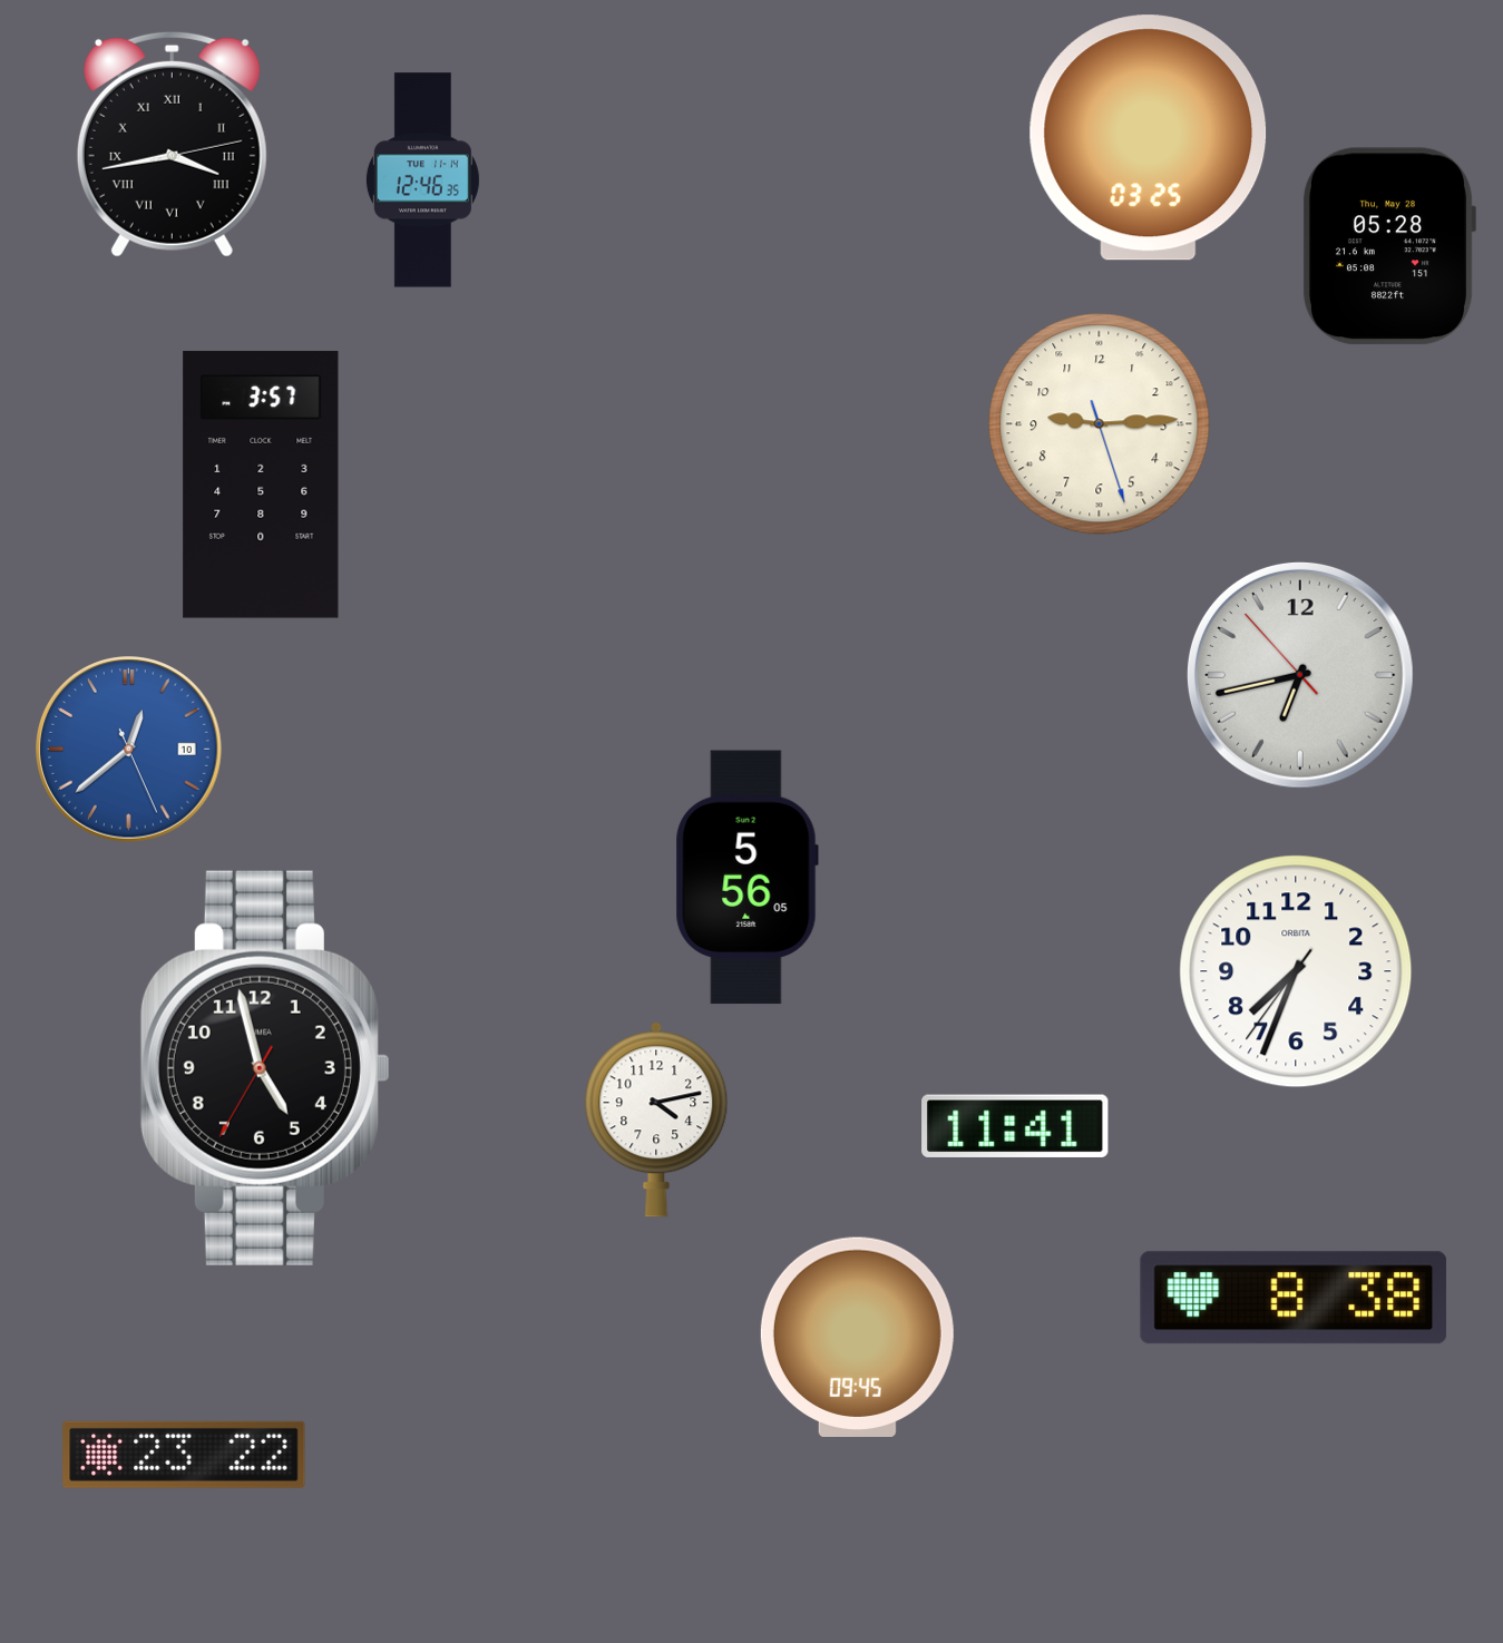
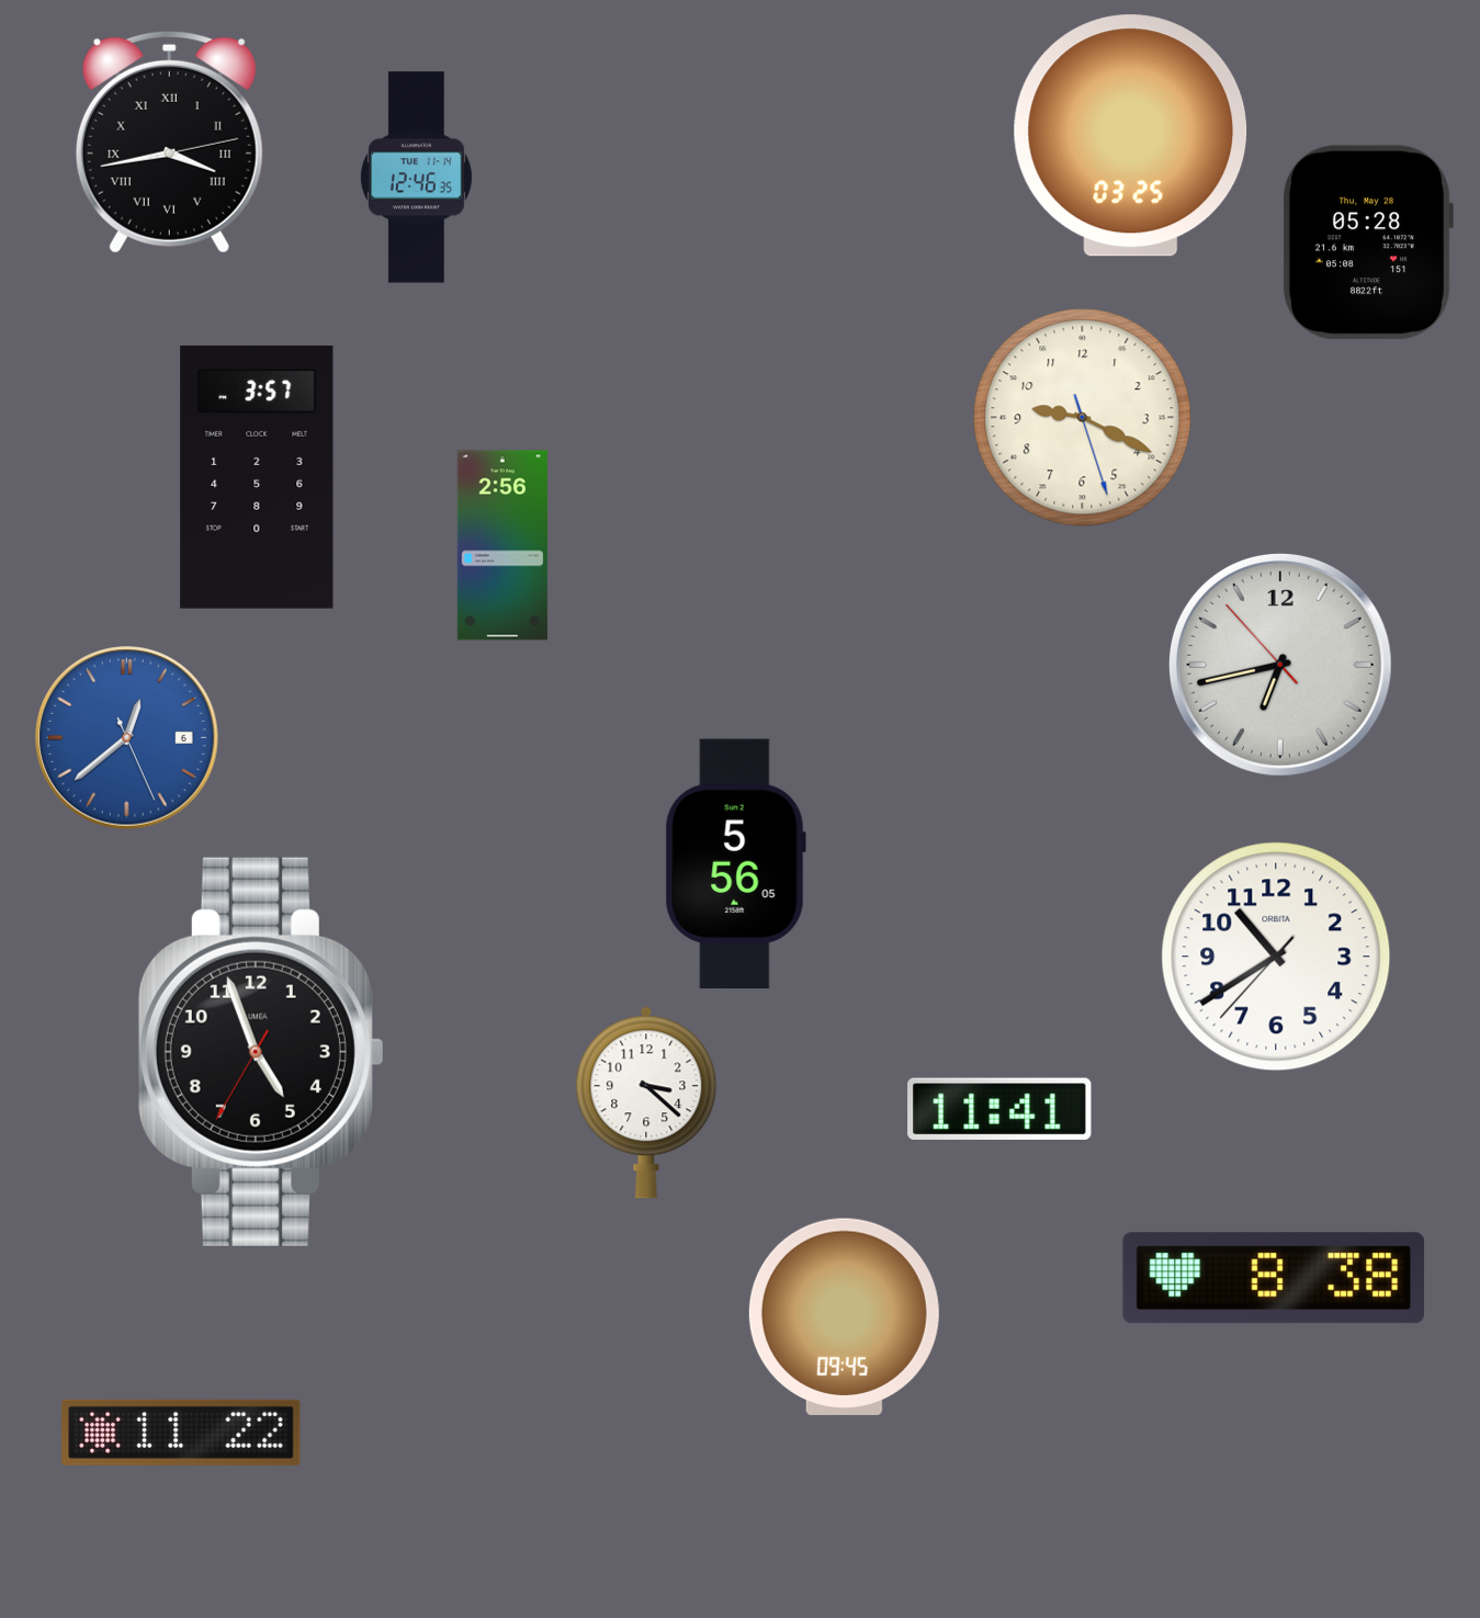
clock at (1100, 424): 9:14 -> 9:19
clock at (502, 545): none -> 2:56
clock at (129, 750) date: 10 -> 6
clock at (1296, 971): 7:33 -> 10:39
clock at (265, 1068): 4:57 -> 4:56
clock at (656, 1119): 4:13 -> 3:22
clock at (184, 1455): 23:22 -> 11:22
